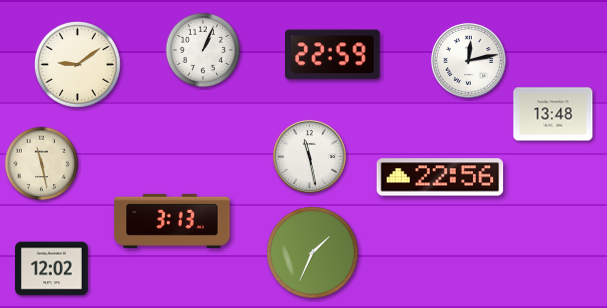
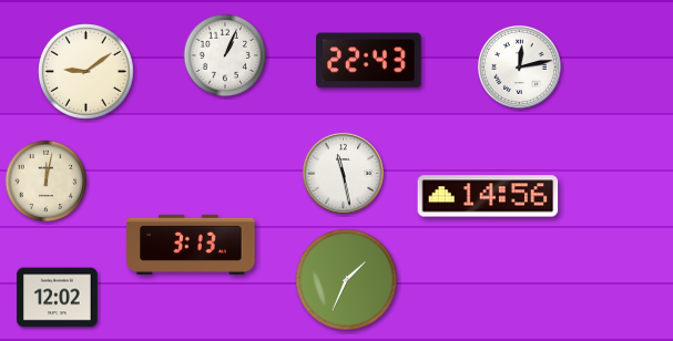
clock at (333, 55): 22:59 -> 22:43
clock at (553, 114): 13:48 -> none
clock at (42, 164): 11:28 -> 12:02
clock at (440, 177): 22:56 -> 14:56
